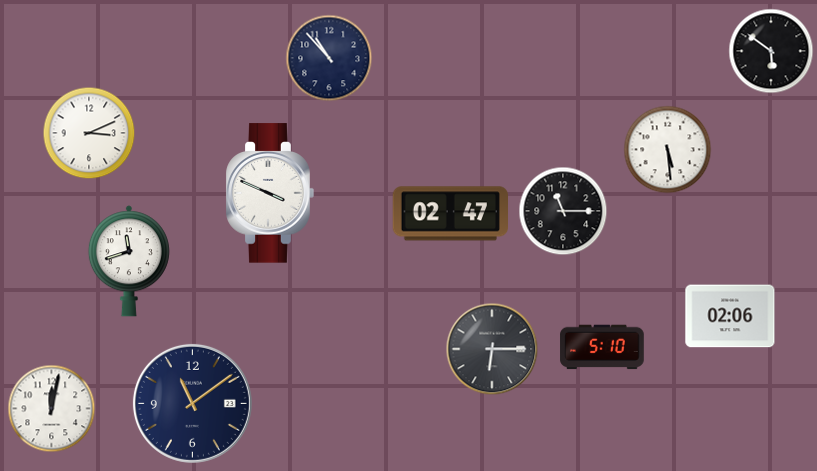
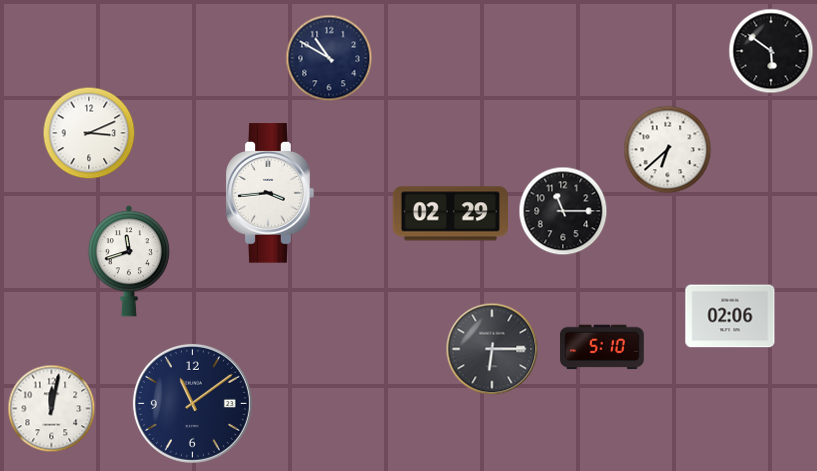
clock at (329, 58): 10:53 -> 10:50
clock at (668, 150): 5:29 -> 6:38
clock at (270, 193): 3:49 -> 3:44
clock at (450, 214): 02:47 -> 02:29
